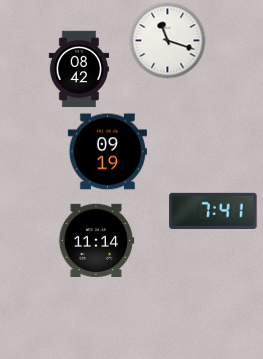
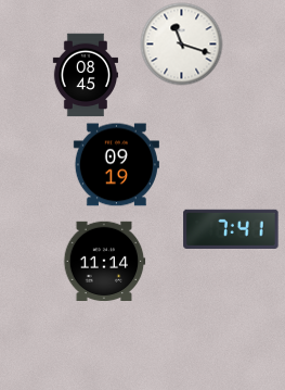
clock at (78, 69): 08:42 -> 08:45
